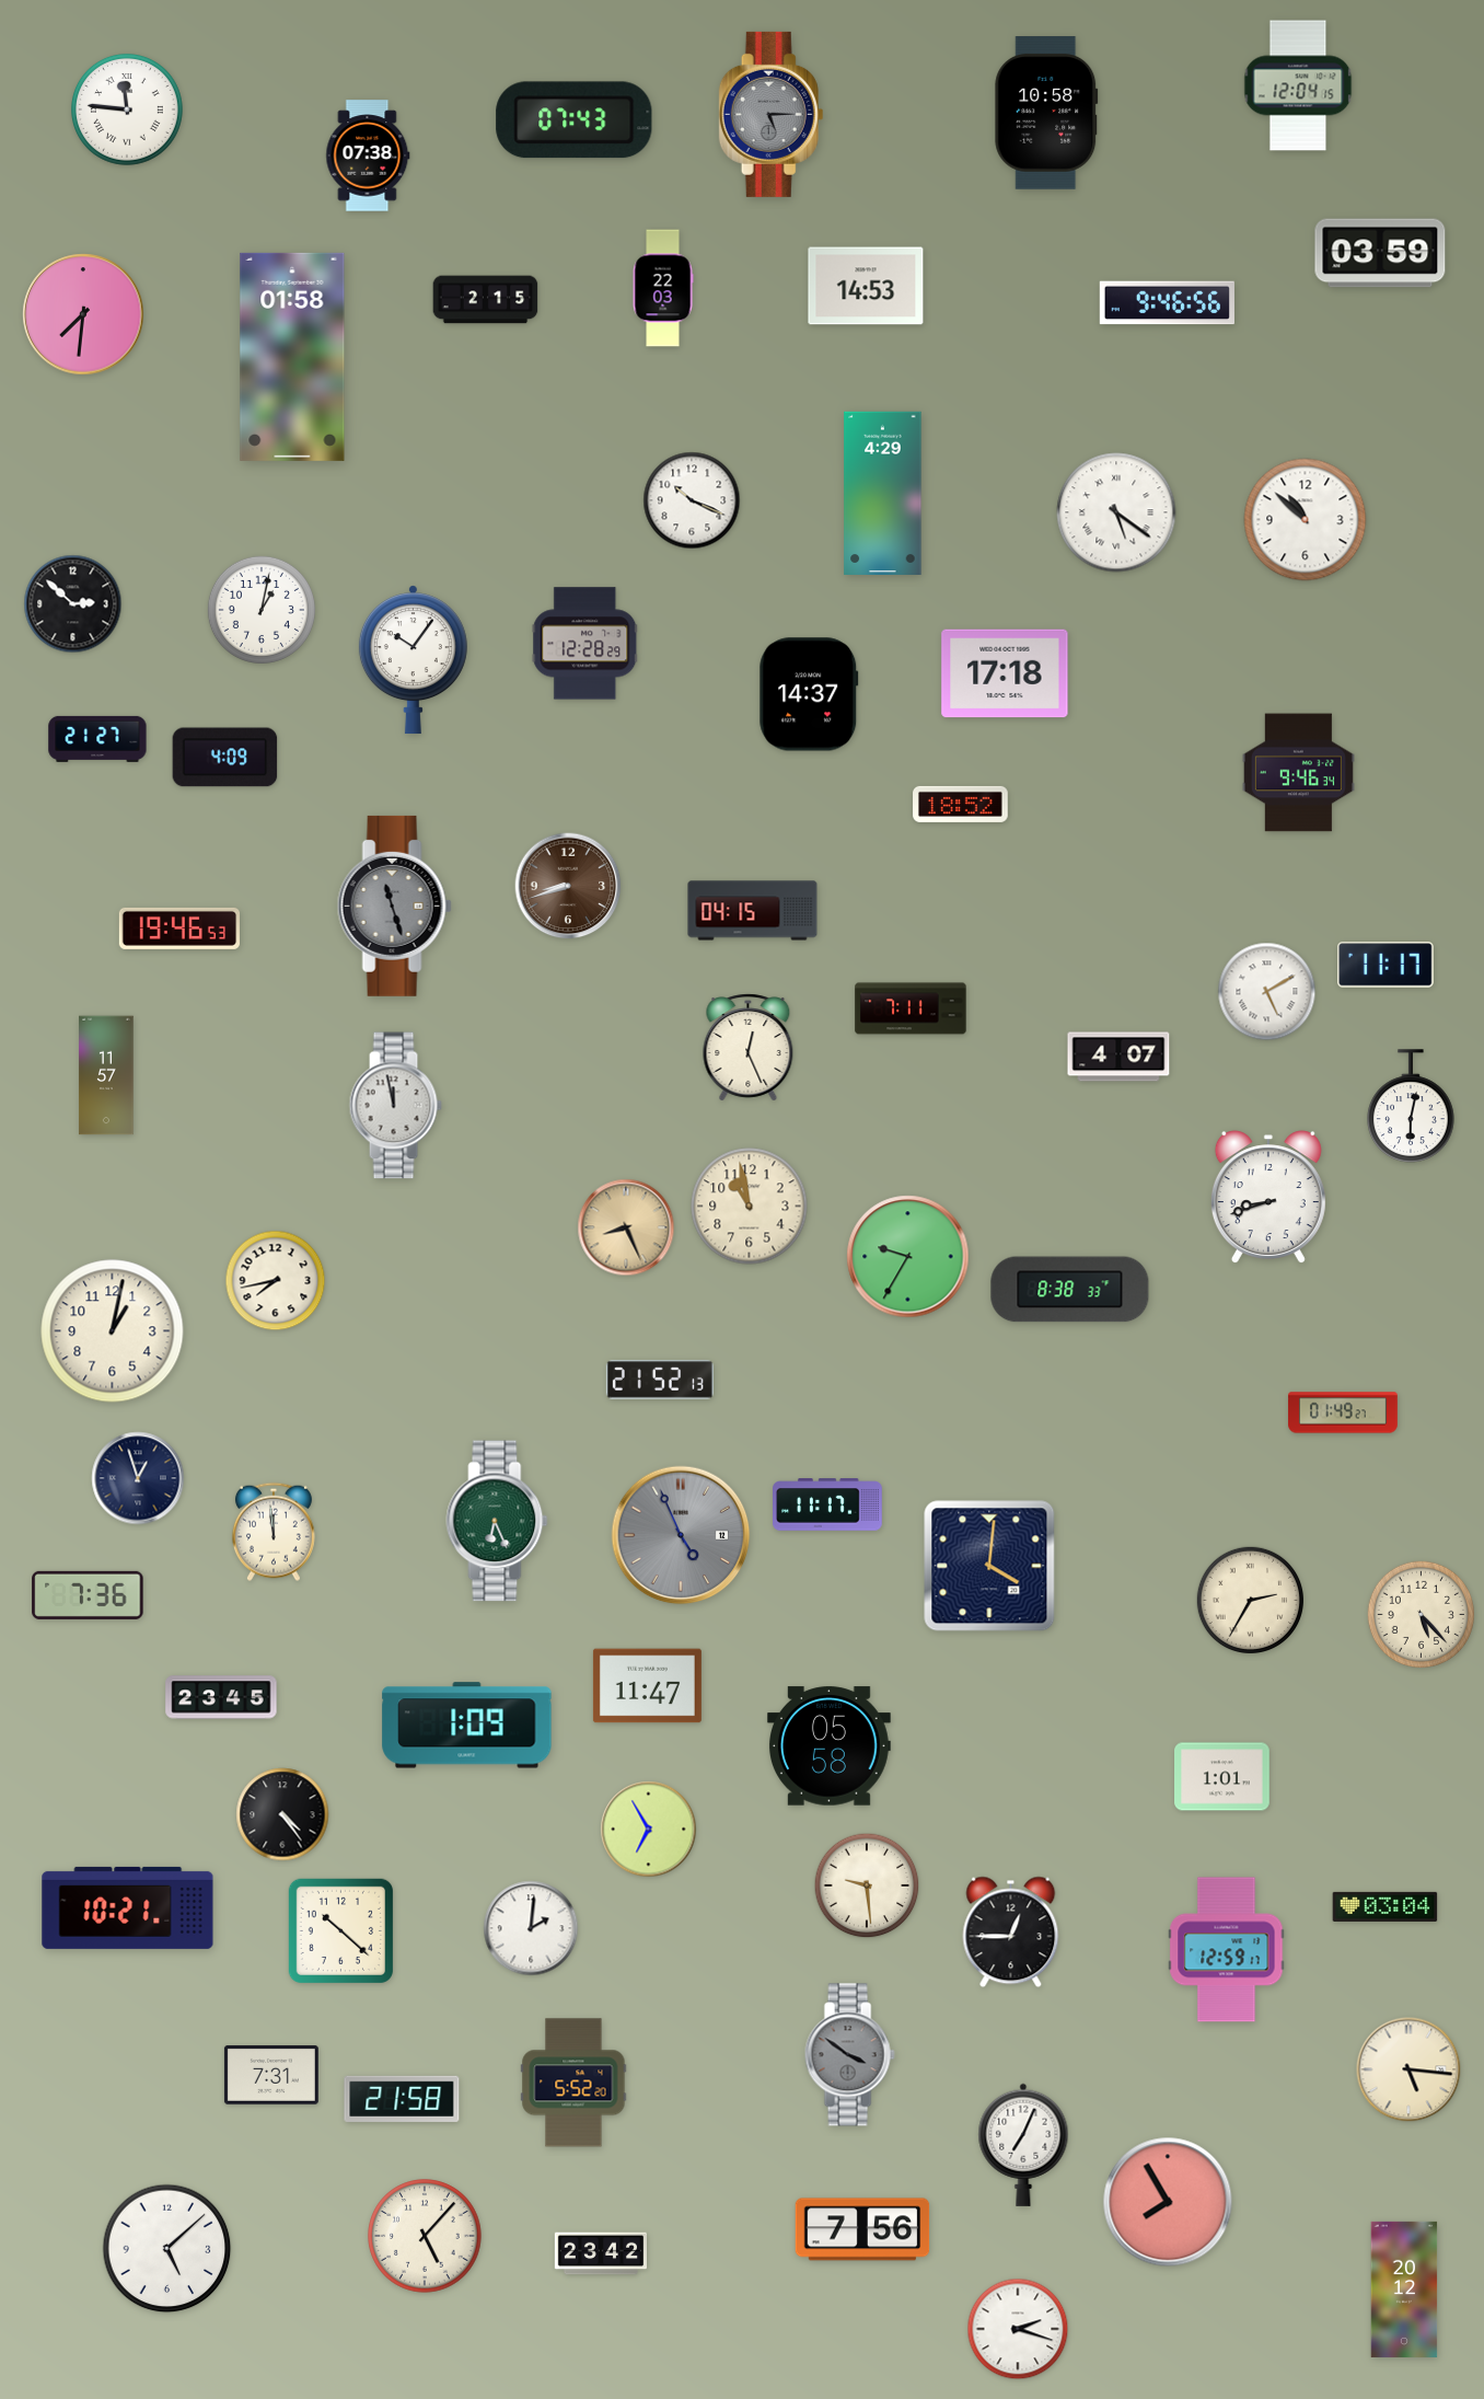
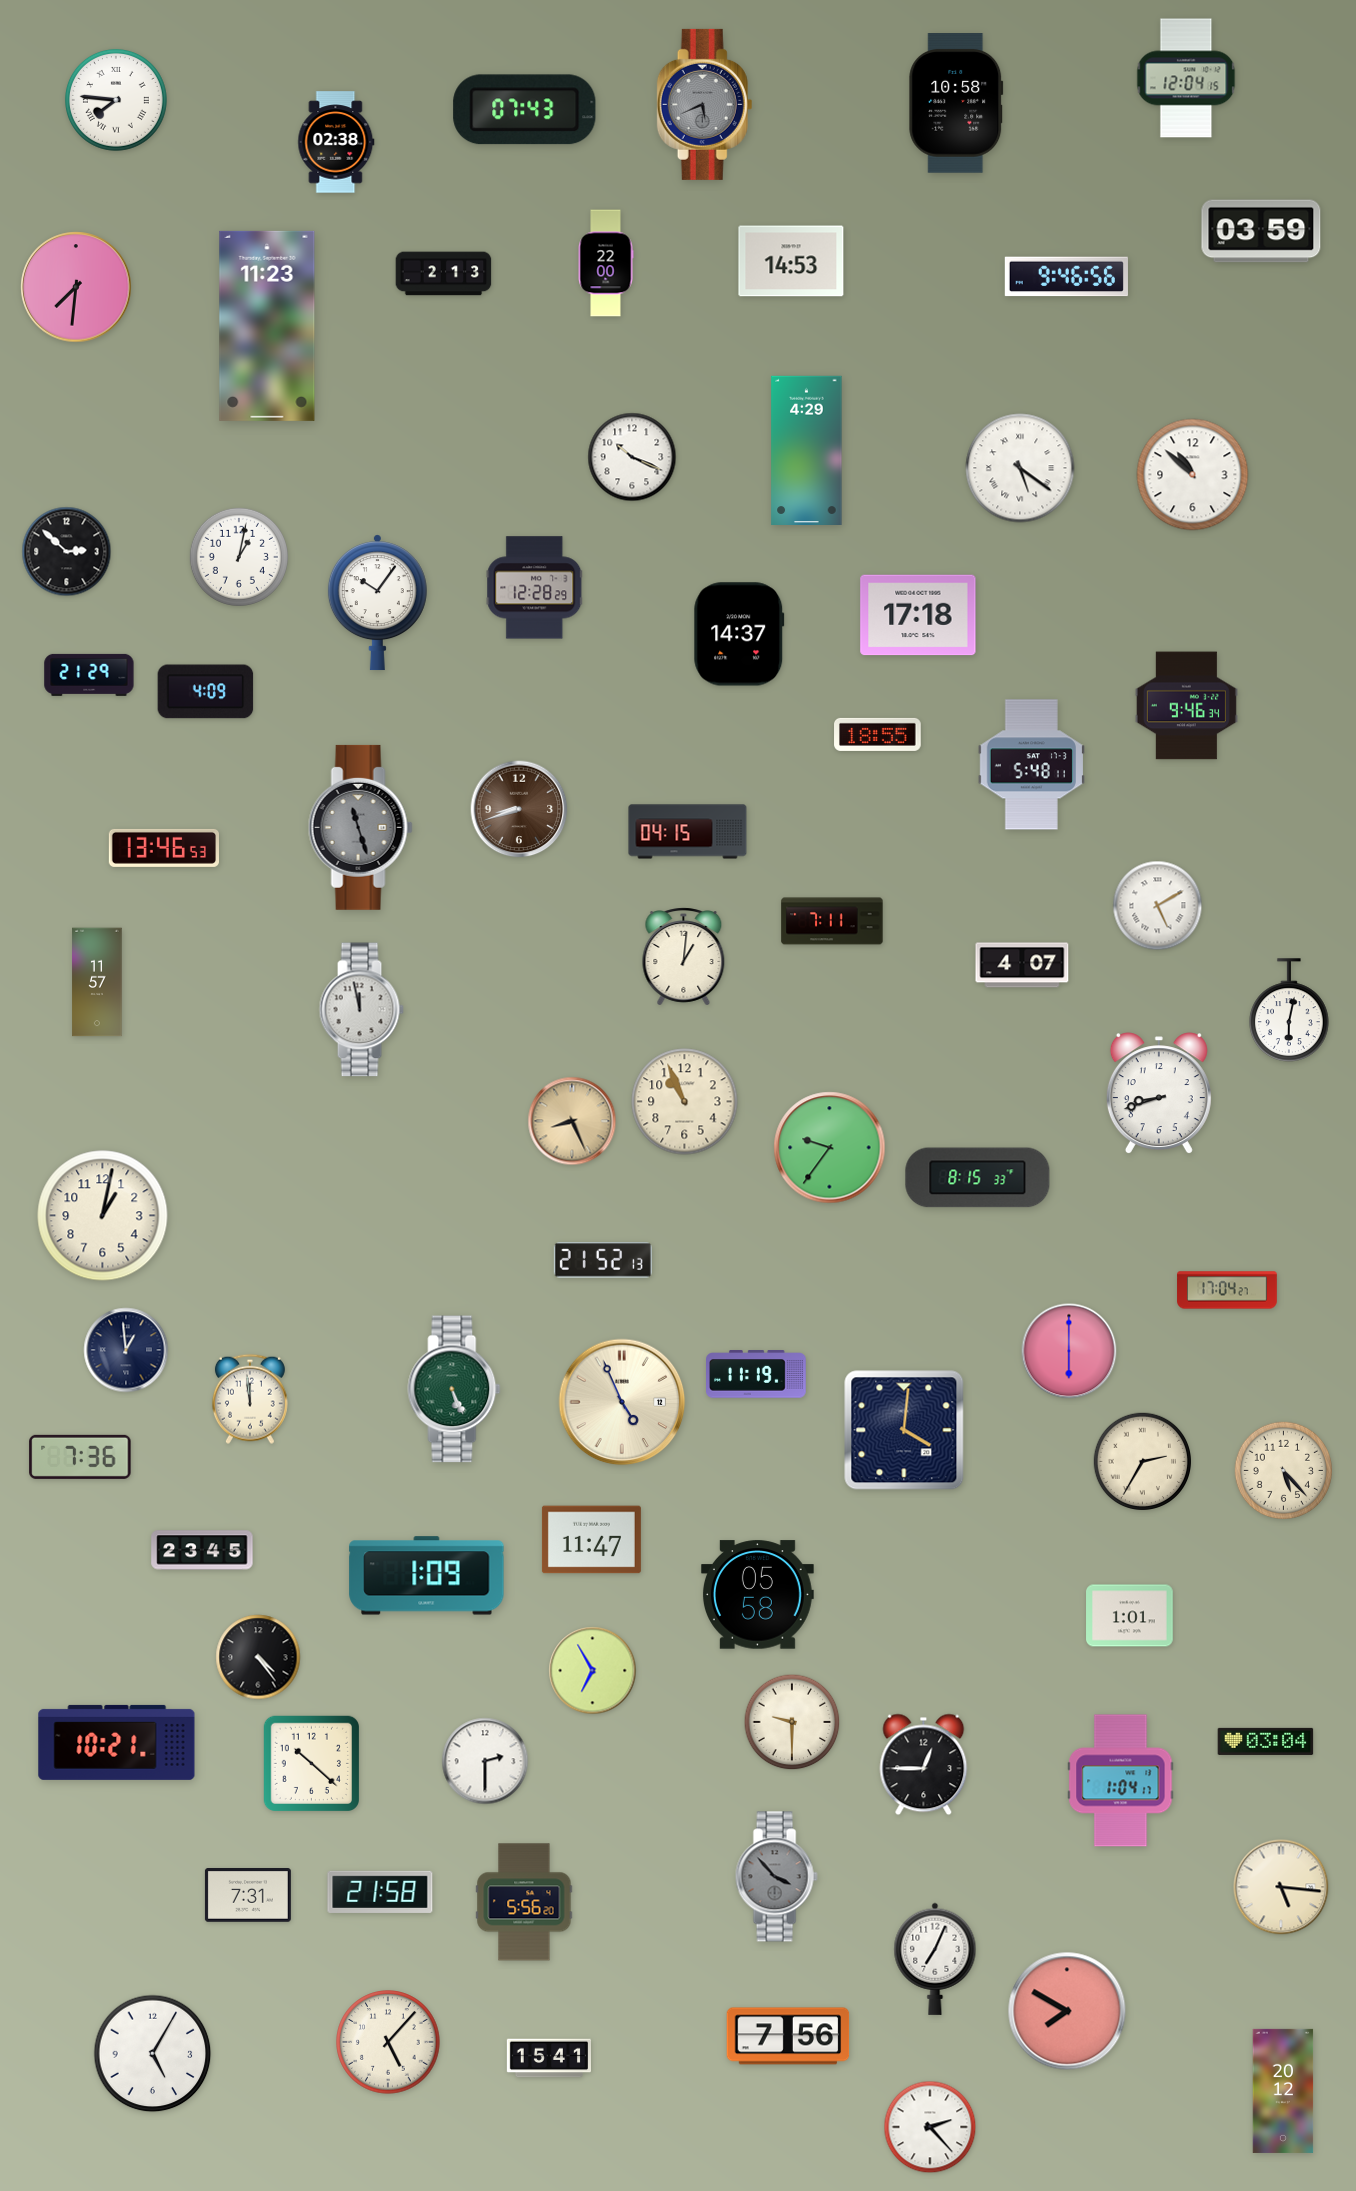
clock at (127, 109): 11:46 -> 7:46
clock at (772, 114): 5:15 -> 5:41
clock at (368, 155): 07:38 -> 02:38
clock at (663, 288): 22:03 -> 22:00
clock at (486, 300): 2:15 -> 2:13
clock at (292, 357): 01:58 -> 11:23
clock at (97, 739): 21:27 -> 21:29
clock at (961, 804): 18:52 -> 18:55
clock at (1031, 765): none -> 5:48
clock at (178, 929): 19:46 -> 13:46
clock at (1386, 965): 11:17 -> none
clock at (749, 1048): 12:26 -> 1:01
clock at (750, 1207): 10:58 -> 10:56
clock at (908, 1257): 9:35 -> 9:36
clock at (276, 1281): 7:43 -> none
clock at (1070, 1290): 8:38 -> 8:15
clock at (1343, 1412): 01:49 -> 17:04
clock at (138, 1478): 12:57 -> 12:59
clock at (1069, 1351): none -> 6:00
clock at (828, 1504): 11:17 -> 11:19
clock at (497, 1521): 6:26 -> 5:26
clock at (681, 1535) dial: grey -> cream
clock at (1421, 1614) position: (1421, 1614) -> (1283, 1470)
clock at (1222, 1777) position: (1222, 1777) -> (1130, 1616)
clock at (867, 1885): 9:29 -> 9:30
clock at (531, 1928): 2:01 -> 2:30
clock at (1227, 1950): 12:59 -> 1:04
clock at (849, 2055): 3:51 -> 3:53
clock at (1408, 2069) position: (1408, 2069) -> (1281, 1887)
clock at (573, 2083): 5:52 -> 5:56
clock at (402, 2099) position: (402, 2099) -> (380, 1892)
clock at (1168, 2202): 7:55 -> 7:50
clock at (167, 2249): 5:08 -> 5:05
clock at (600, 2253): 23:42 -> 15:41
clock at (1018, 2329): 2:18 -> 2:23
